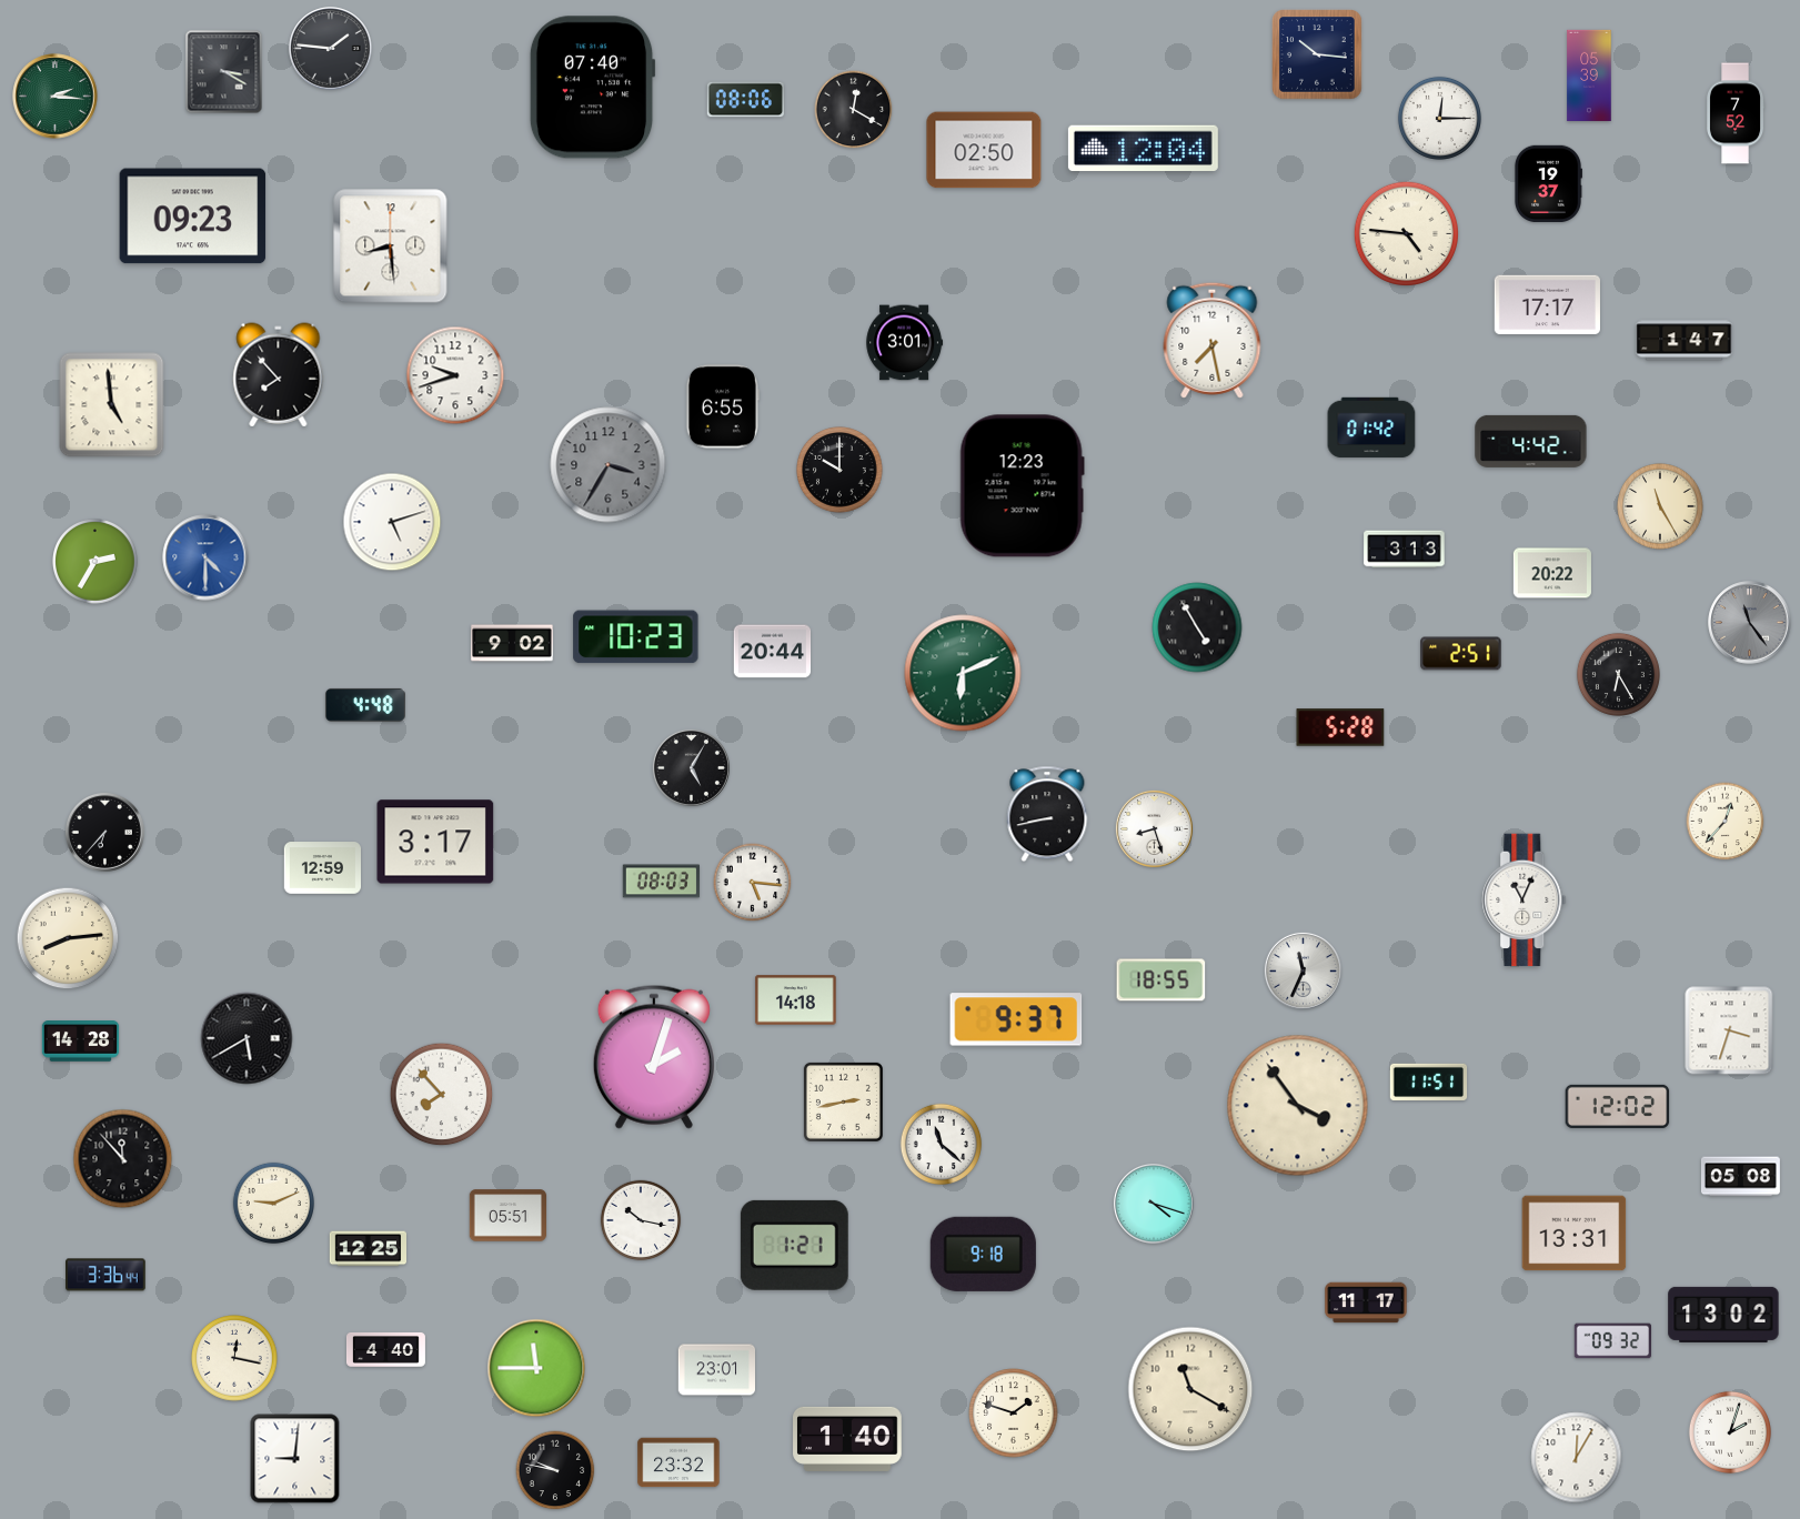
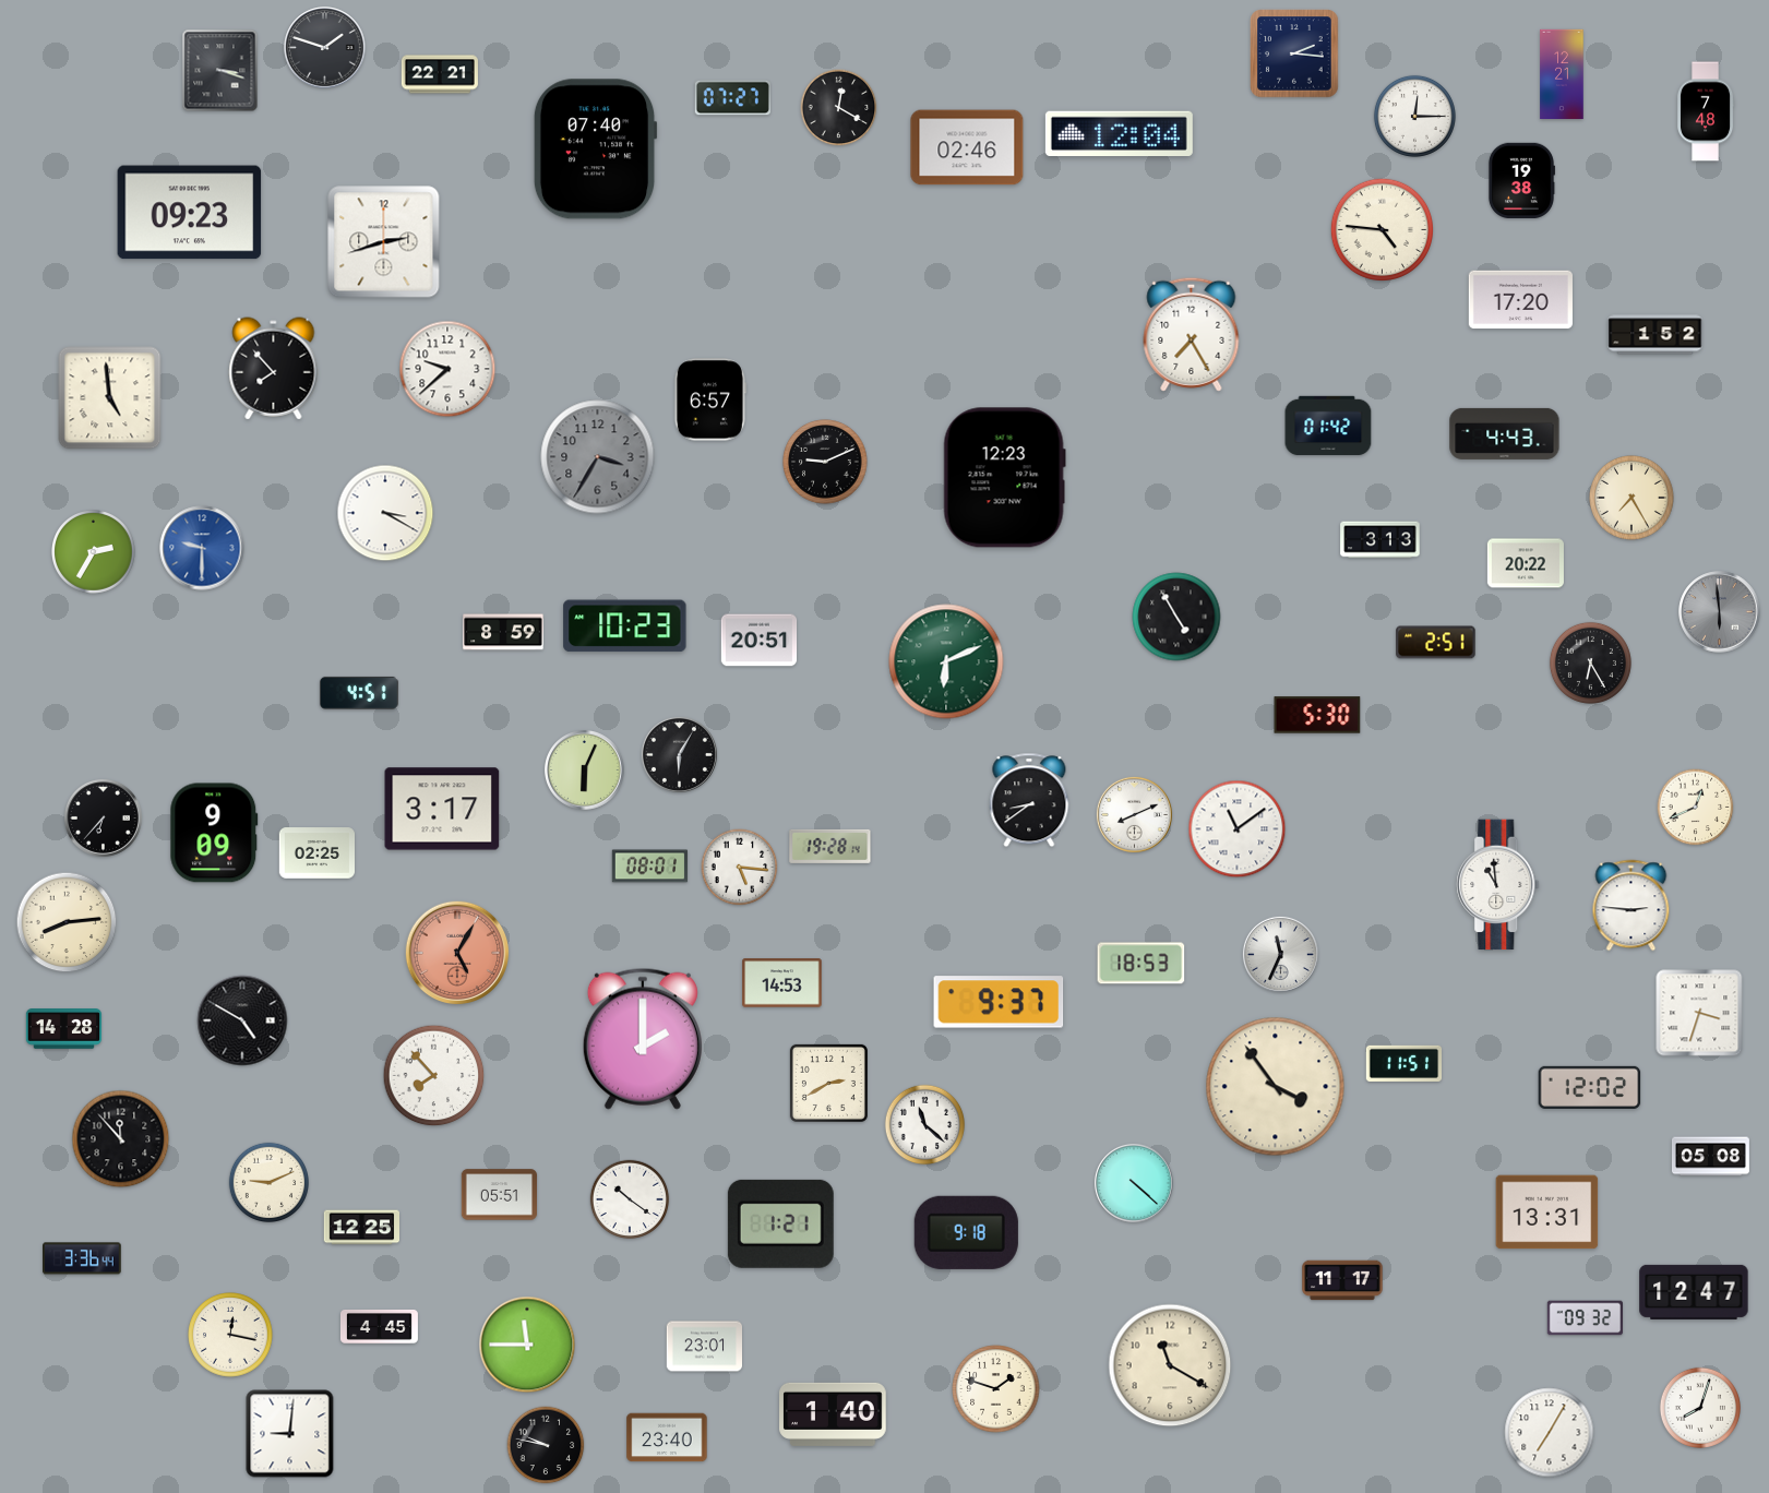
clock at (331, 49): 1:46 -> 1:48
clock at (1317, 54): 10:16 -> 2:16
clock at (224, 72): 3:20 -> 3:18
clock at (440, 74): none -> 22:21
clock at (1589, 76): 05:39 -> 12:21
clock at (592, 88) position: (592, 88) -> (595, 150)
clock at (56, 97): 2:16 -> none
clock at (745, 100): 08:06 -> 07:27
clock at (1737, 113): 7:52 -> 7:48
clock at (1143, 148) position: (1143, 148) -> (1119, 133)
clock at (984, 150): 02:50 -> 02:46
clock at (1548, 183): 19:37 -> 19:38
clock at (391, 247): 8:29 -> 2:42
clock at (1547, 305): 17:17 -> 17:20
clock at (1213, 340): 7:28 -> 7:25
clock at (1685, 341): 1:47 -> 1:52
clock at (905, 343): 3:01 -> none
clock at (455, 375): 9:42 -> 9:38
clock at (723, 406): 6:55 -> 6:57
clock at (1371, 427) position: (1371, 427) -> (1328, 426)
clock at (1531, 441): 4:42 -> 4:43
clock at (839, 470): 10:00 -> 9:11
clock at (1660, 506): 11:25 -> 7:25
clock at (392, 522): 5:12 -> 3:20
clock at (205, 557): 4:30 -> 9:30
clock at (1750, 623): 11:24 -> 5:59
clock at (512, 643): 9:02 -> 8:59
clock at (773, 652): 20:44 -> 20:51
clock at (365, 705): 4:48 -> 4:51
clock at (1340, 727): 5:28 -> 5:30
clock at (691, 767): 5:05 -> 6:05
clock at (585, 771): none -> 6:04
clock at (1047, 814): 8:43 -> 8:39
clock at (1726, 822): 12:37 -> 12:41
clock at (1154, 828): 8:27 -> 8:11
clock at (435, 842) position: (435, 842) -> (442, 809)
clock at (1238, 829): none -> 11:09
clock at (214, 833): none -> 9:09
clock at (830, 846): none -> 19:28
clock at (323, 868): 12:59 -> 02:25
clock at (661, 882): 08:03 -> 08:01
clock at (1525, 901): 11:04 -> 10:59
clock at (1631, 906): none -> 2:46
clock at (457, 953): none -> 5:05
clock at (1162, 980): 18:55 -> 18:53
clock at (796, 1000): 14:18 -> 14:53
clock at (247, 1038): 5:40 -> 4:50
clock at (81, 1042) position: (81, 1042) -> (64, 1029)
clock at (654, 1057): 2:03 -> 2:00
clock at (843, 1101): 2:43 -> 2:40
clock at (1154, 1204): 4:18 -> 4:22
clock at (641, 1220): 10:17 -> 10:21
clock at (107, 1275) position: (107, 1275) -> (83, 1258)
clock at (1723, 1315): 13:02 -> 12:47
clock at (385, 1349): 4:40 -> 4:45
clock at (1730, 1432): 2:03 -> 8:03
clock at (1577, 1458): 12:05 -> 7:05
clock at (678, 1462): 23:32 -> 23:40
